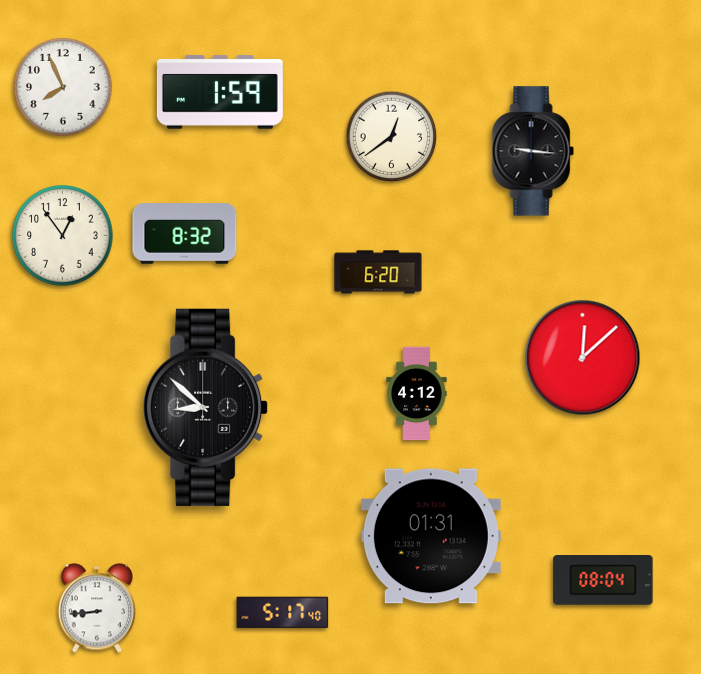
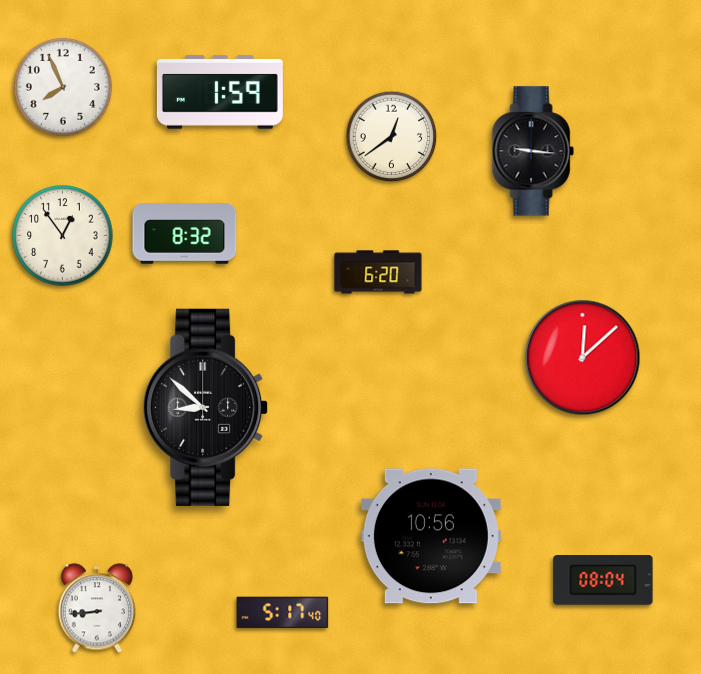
clock at (417, 394): 4:12 -> none
clock at (431, 536): 01:31 -> 10:56
